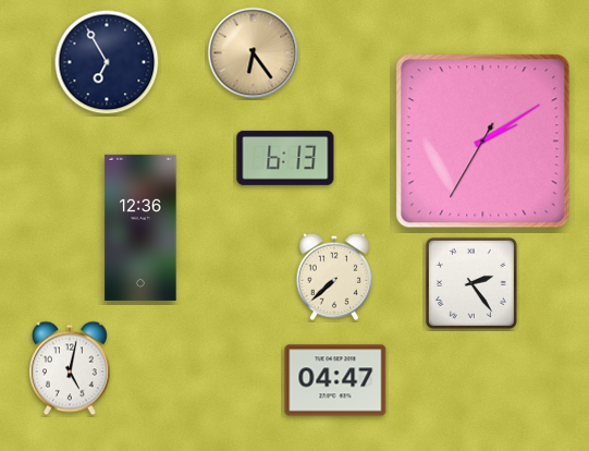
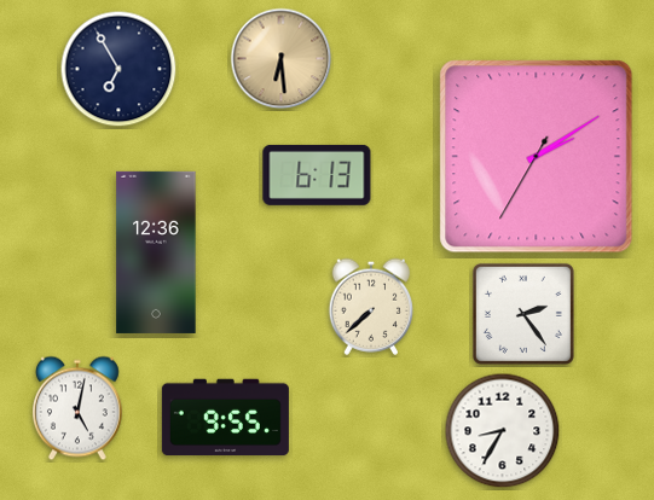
clock at (254, 53): 6:24 -> 6:29
clock at (225, 418): none -> 9:55
clock at (335, 380): 04:47 -> none
clock at (503, 431): none -> 8:35
